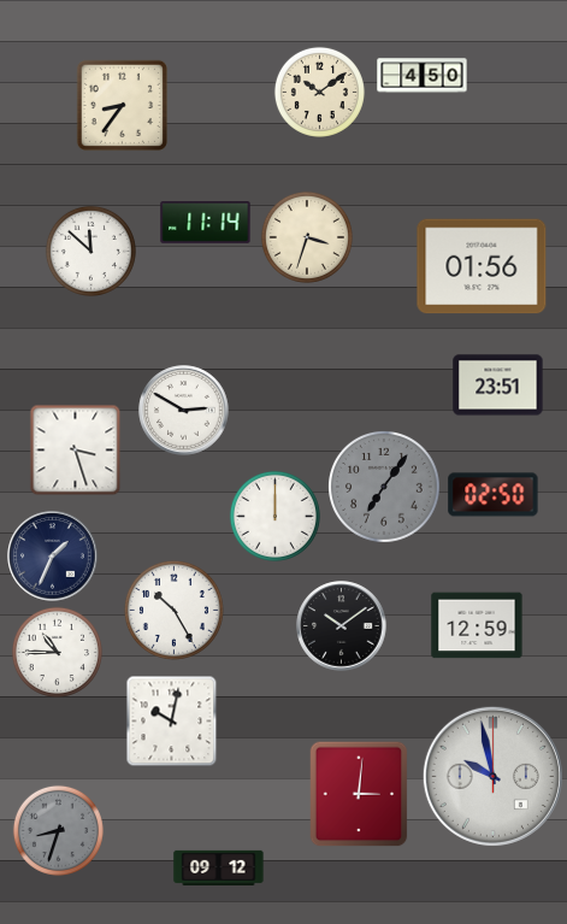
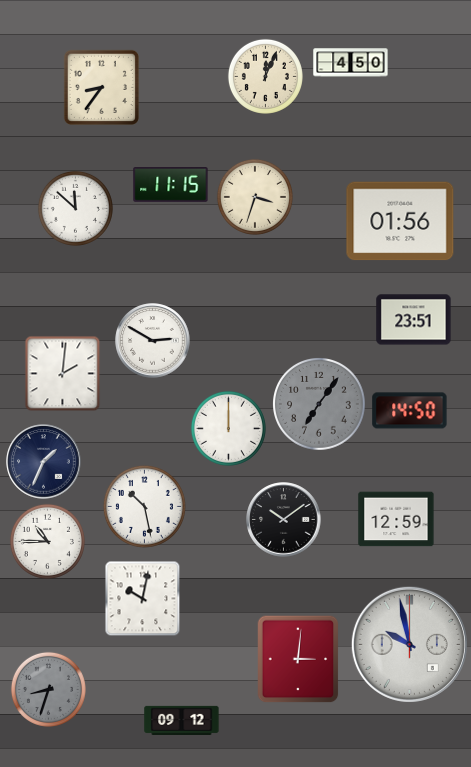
clock at (319, 92): 10:09 -> 12:04
clock at (206, 223): 11:14 -> 11:15
clock at (76, 451): 3:27 -> 2:01
clock at (494, 495): 02:50 -> 14:50
clock at (173, 610): 10:25 -> 10:28
